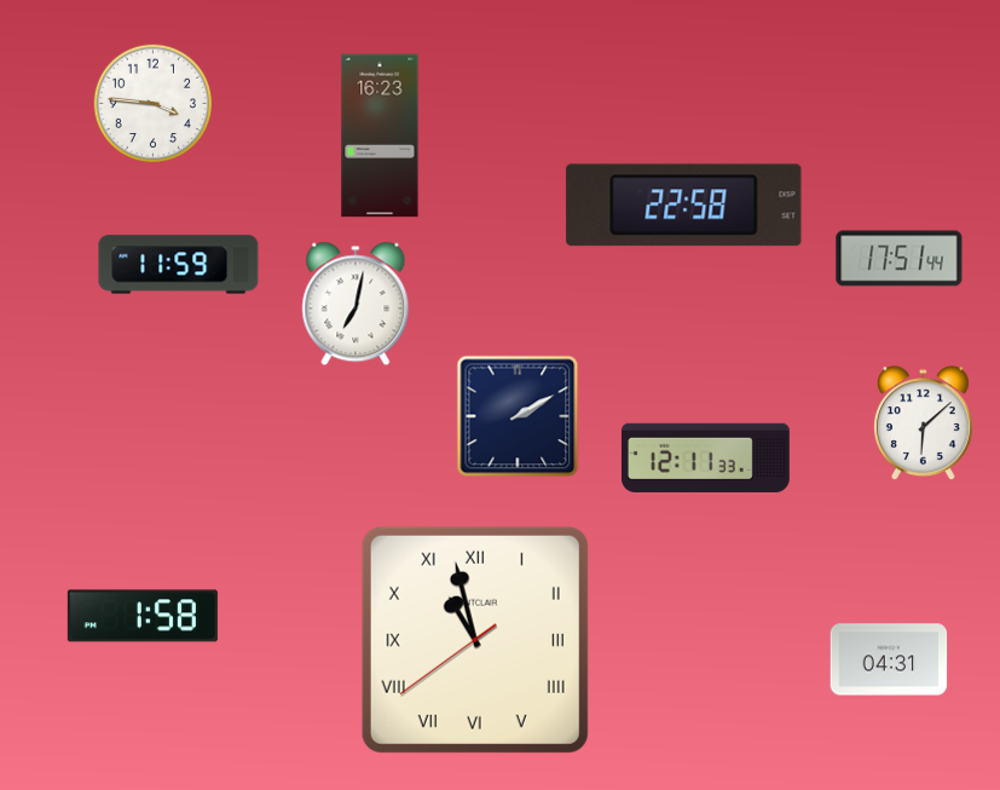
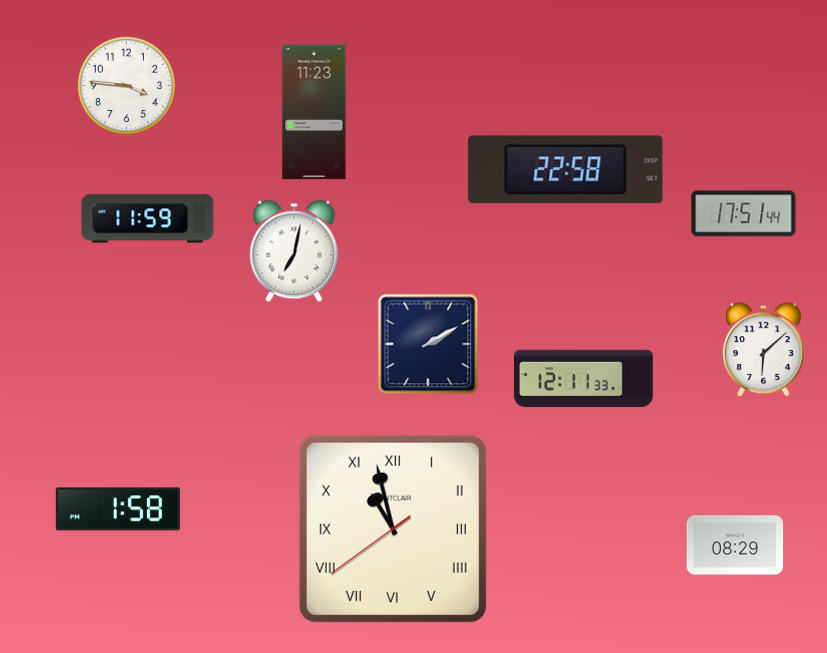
clock at (380, 135): 16:23 -> 11:23
clock at (889, 659): 04:31 -> 08:29
